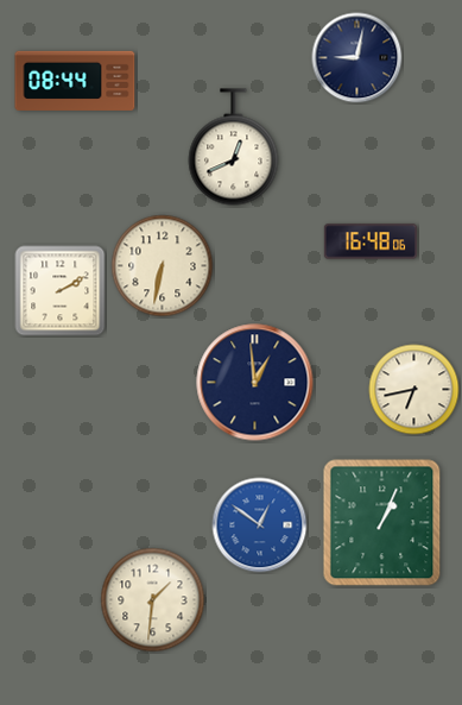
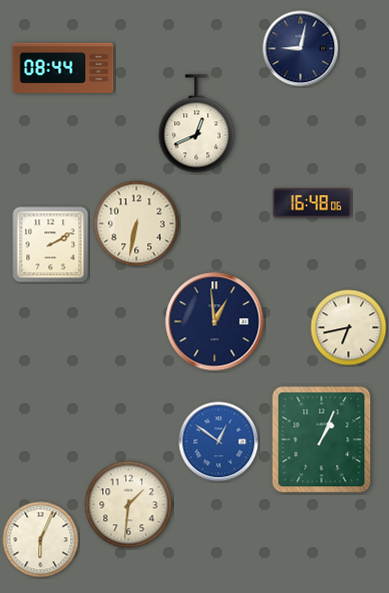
clock at (41, 540): none -> 6:04
